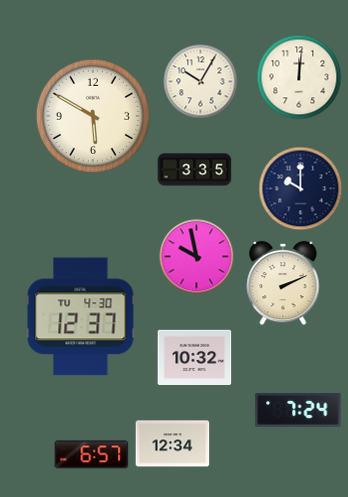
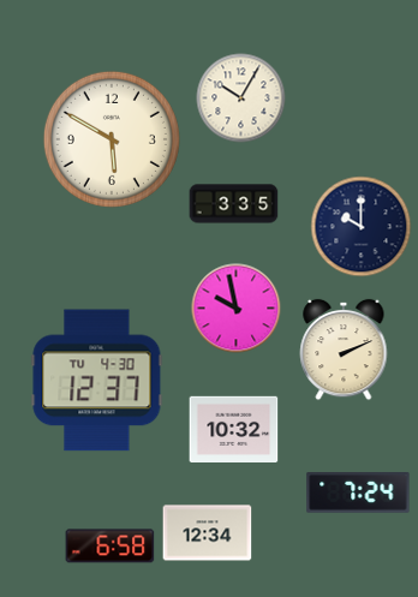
clock at (299, 77): 12:01 -> none
clock at (283, 283) position: (283, 283) -> (344, 350)
clock at (92, 455): 6:57 -> 6:58
